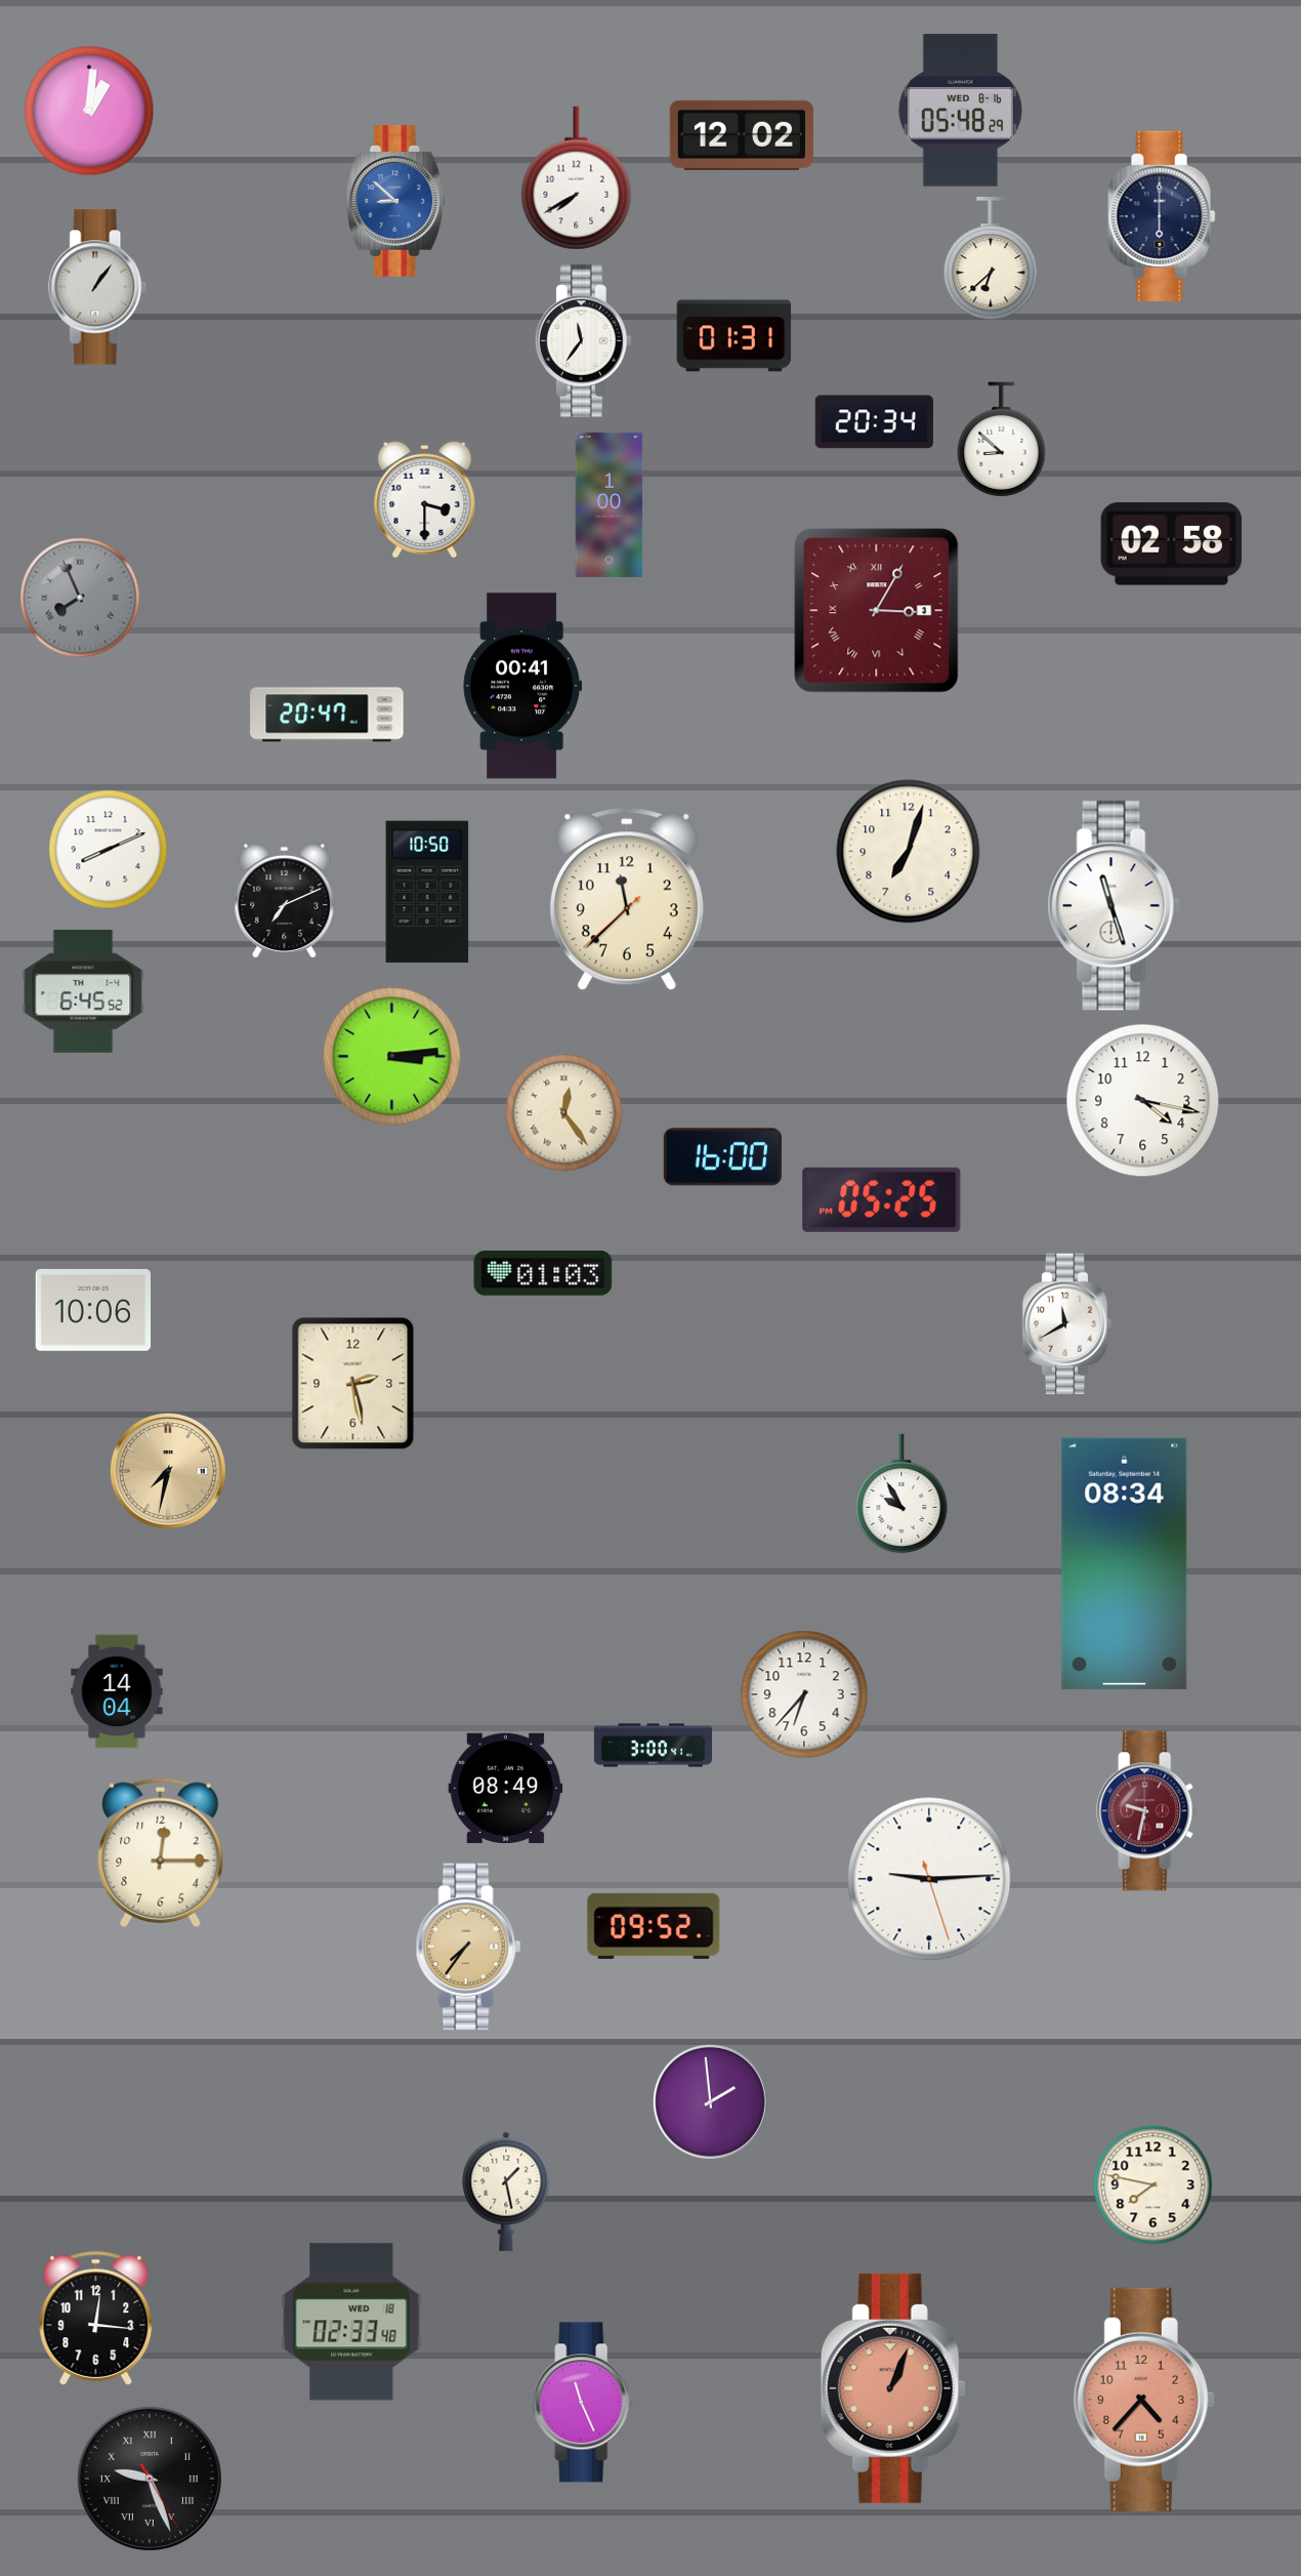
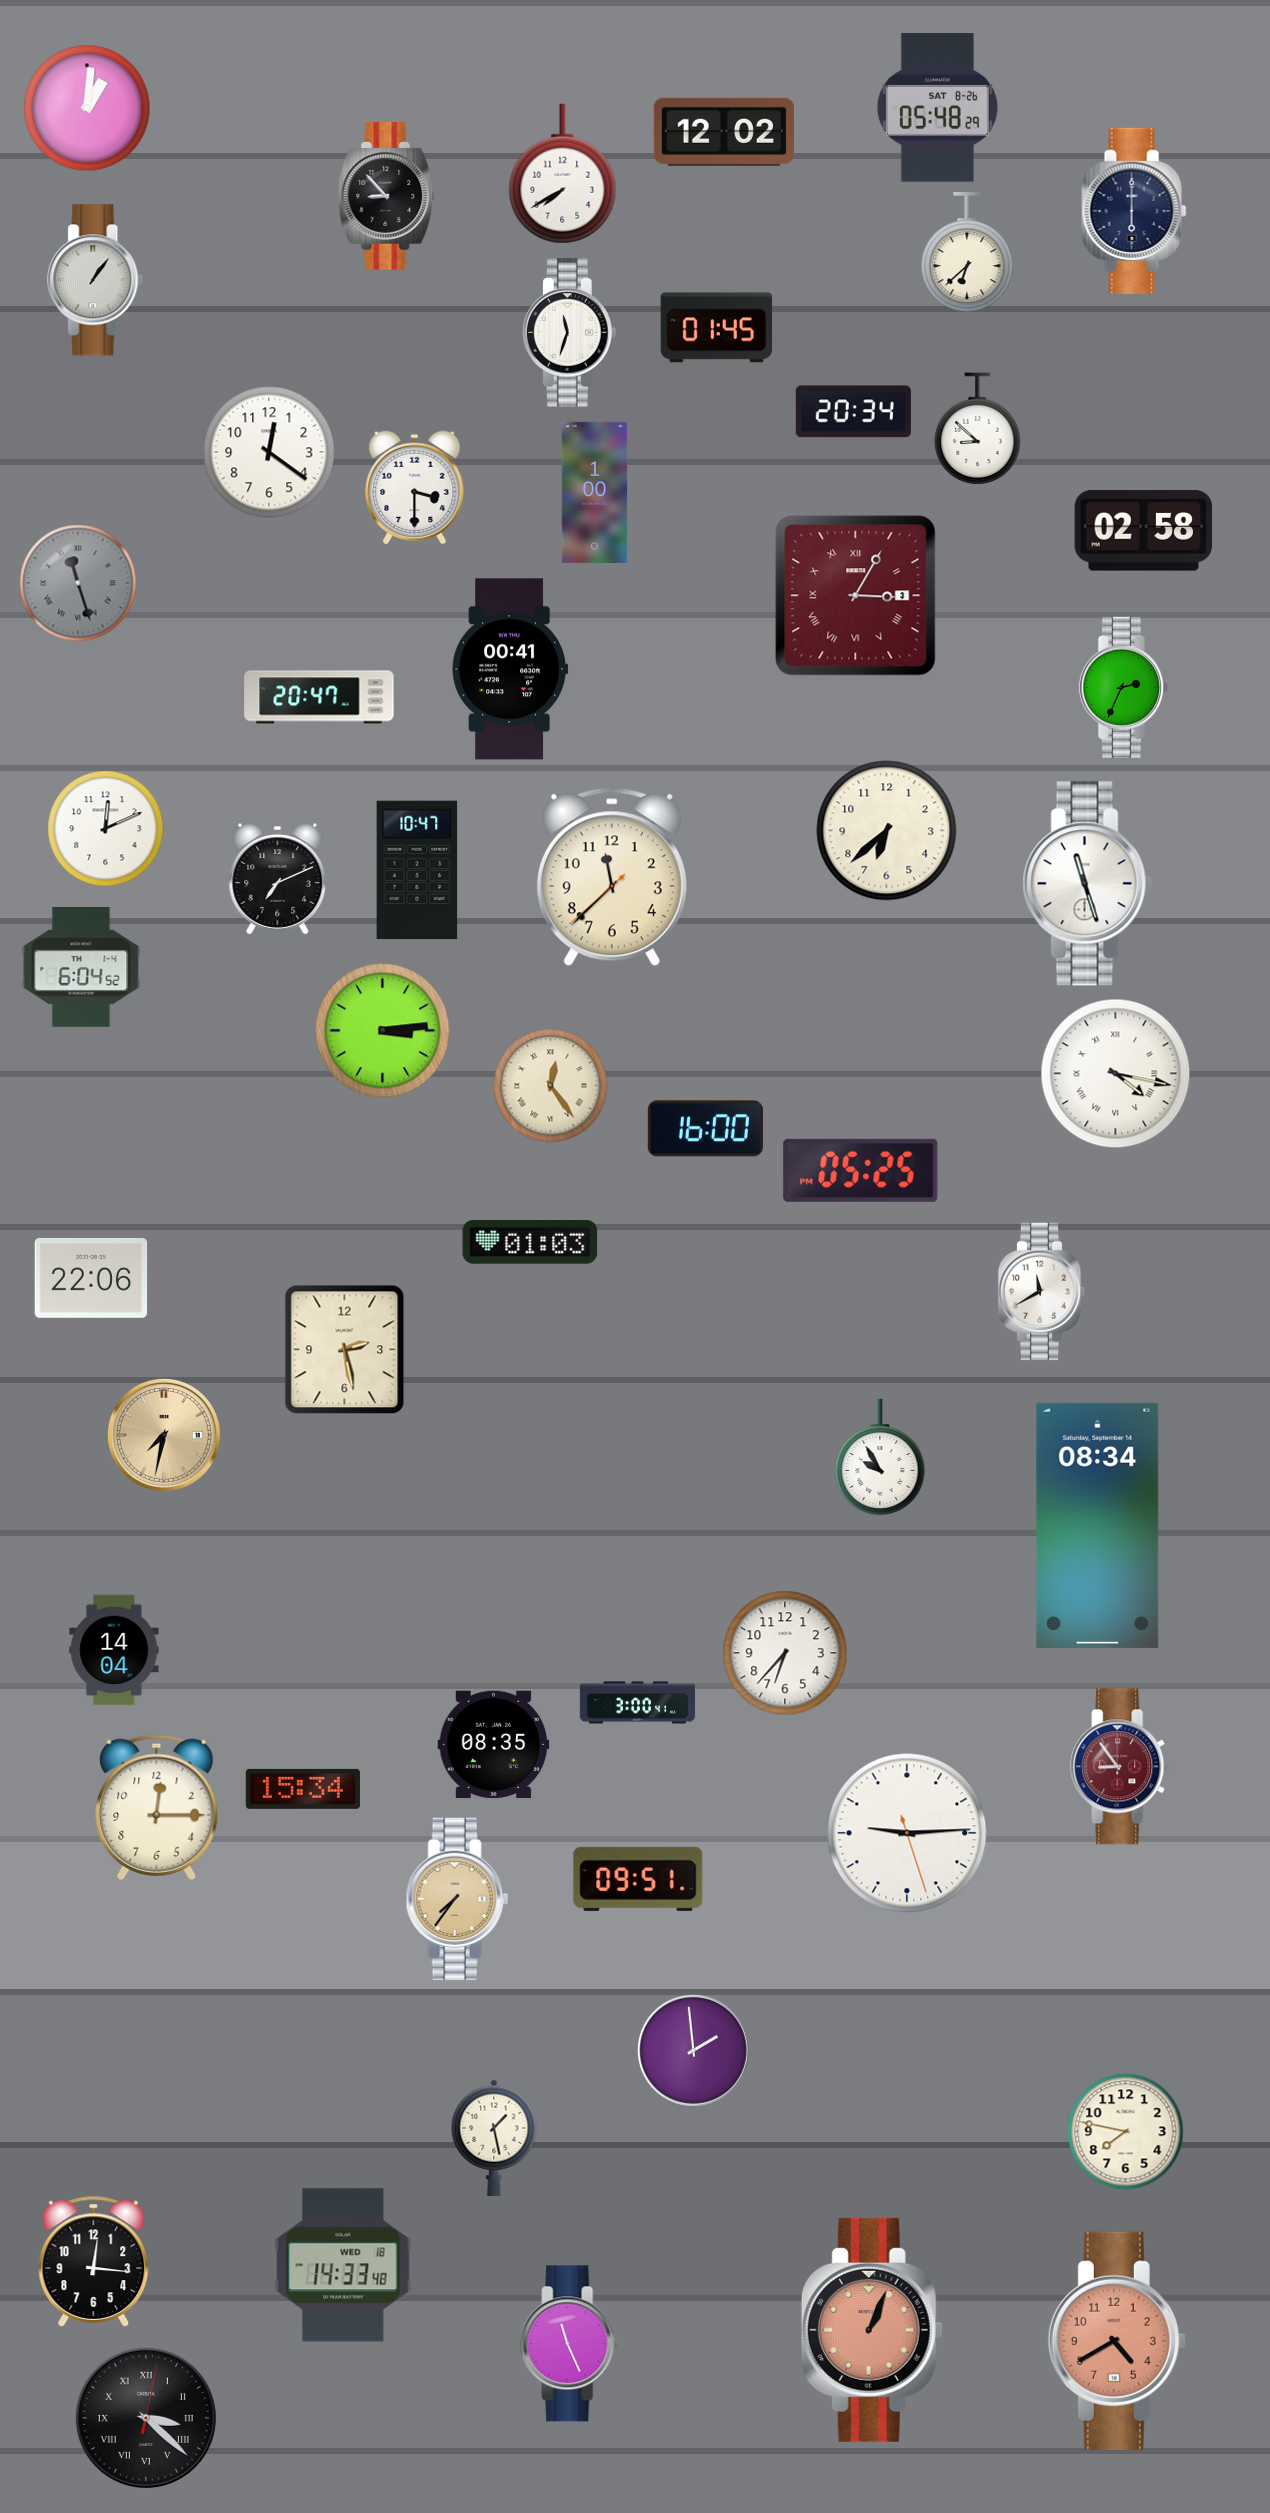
clock at (960, 111) date: WED 8-16 -> SAT 8-26
clock at (395, 201): 8:52 -> 8:53
clock at (395, 201) dial: blue -> black
clock at (735, 336): 01:31 -> 01:45
clock at (583, 341): 11:36 -> 11:33
clock at (269, 452): none -> 12:21
clock at (80, 598): 7:56 -> 11:27
clock at (1123, 687): none -> 2:34
clock at (109, 850): 8:11 -> 12:11
clock at (909, 852): 7:03 -> 6:38
clock at (427, 892): 10:50 -> 10:47
clock at (83, 992): 6:45 -> 6:04
clock at (1143, 1101) numerals: Arabic -> Roman
clock at (93, 1310): 10:06 -> 22:06
clock at (506, 1789): 08:49 -> 08:35
clock at (1147, 1811): 9:32 -> 8:54
clock at (303, 1789): none -> 15:34
clock at (654, 1926): 09:52 -> 09:51
clock at (351, 2322): 02:33 -> 14:33
clock at (1144, 2400): 4:37 -> 4:40
clock at (150, 2479): 9:26 -> 3:22
